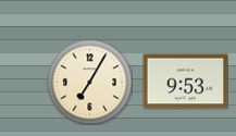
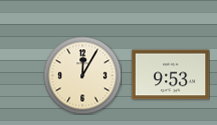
clock at (89, 82): 7:05 -> 12:05
